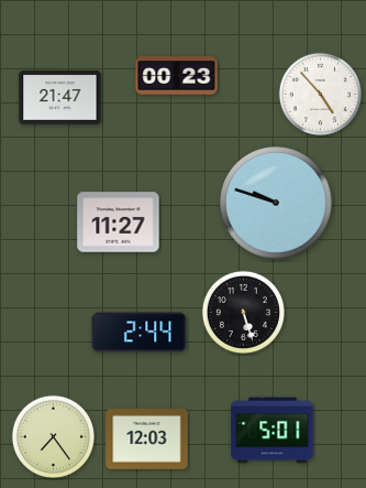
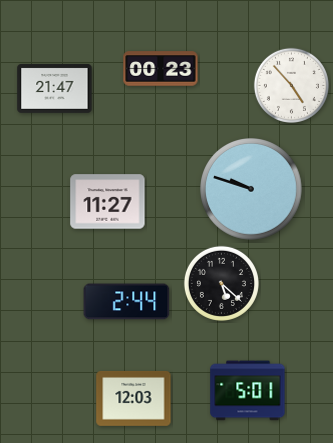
clock at (276, 203) position: (276, 203) -> (251, 189)
clock at (243, 312): 5:27 -> 5:22
clock at (53, 436): 7:24 -> none
